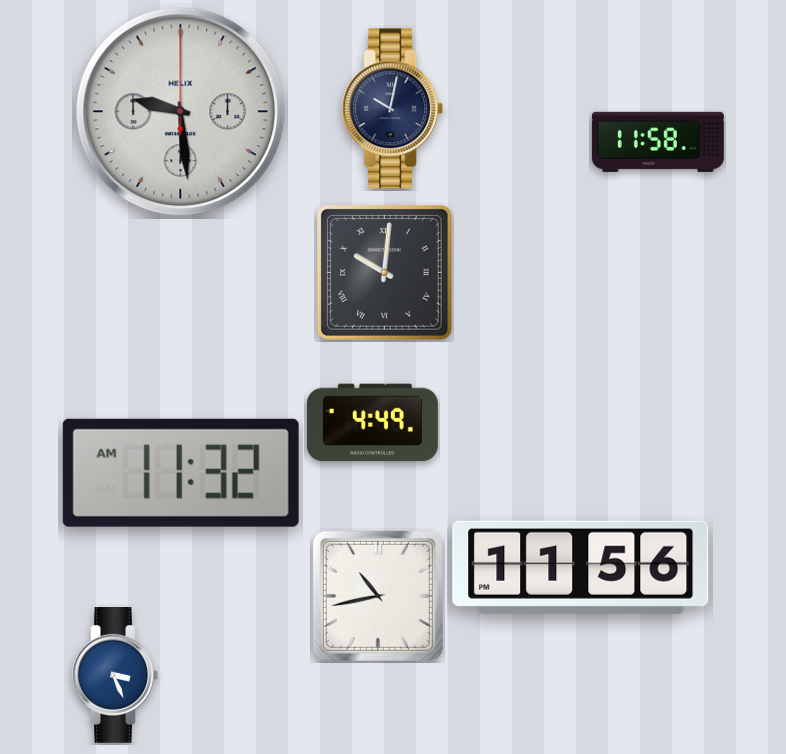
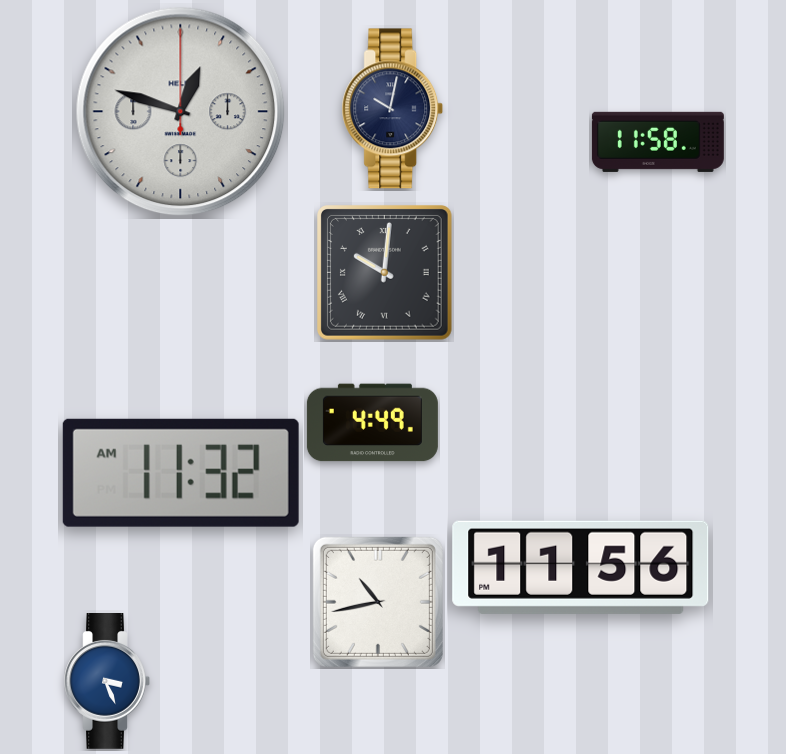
clock at (181, 112): 9:29 -> 12:48
clock at (378, 596) position: (378, 596) -> (378, 602)
clock at (115, 676) position: (115, 676) -> (107, 682)
